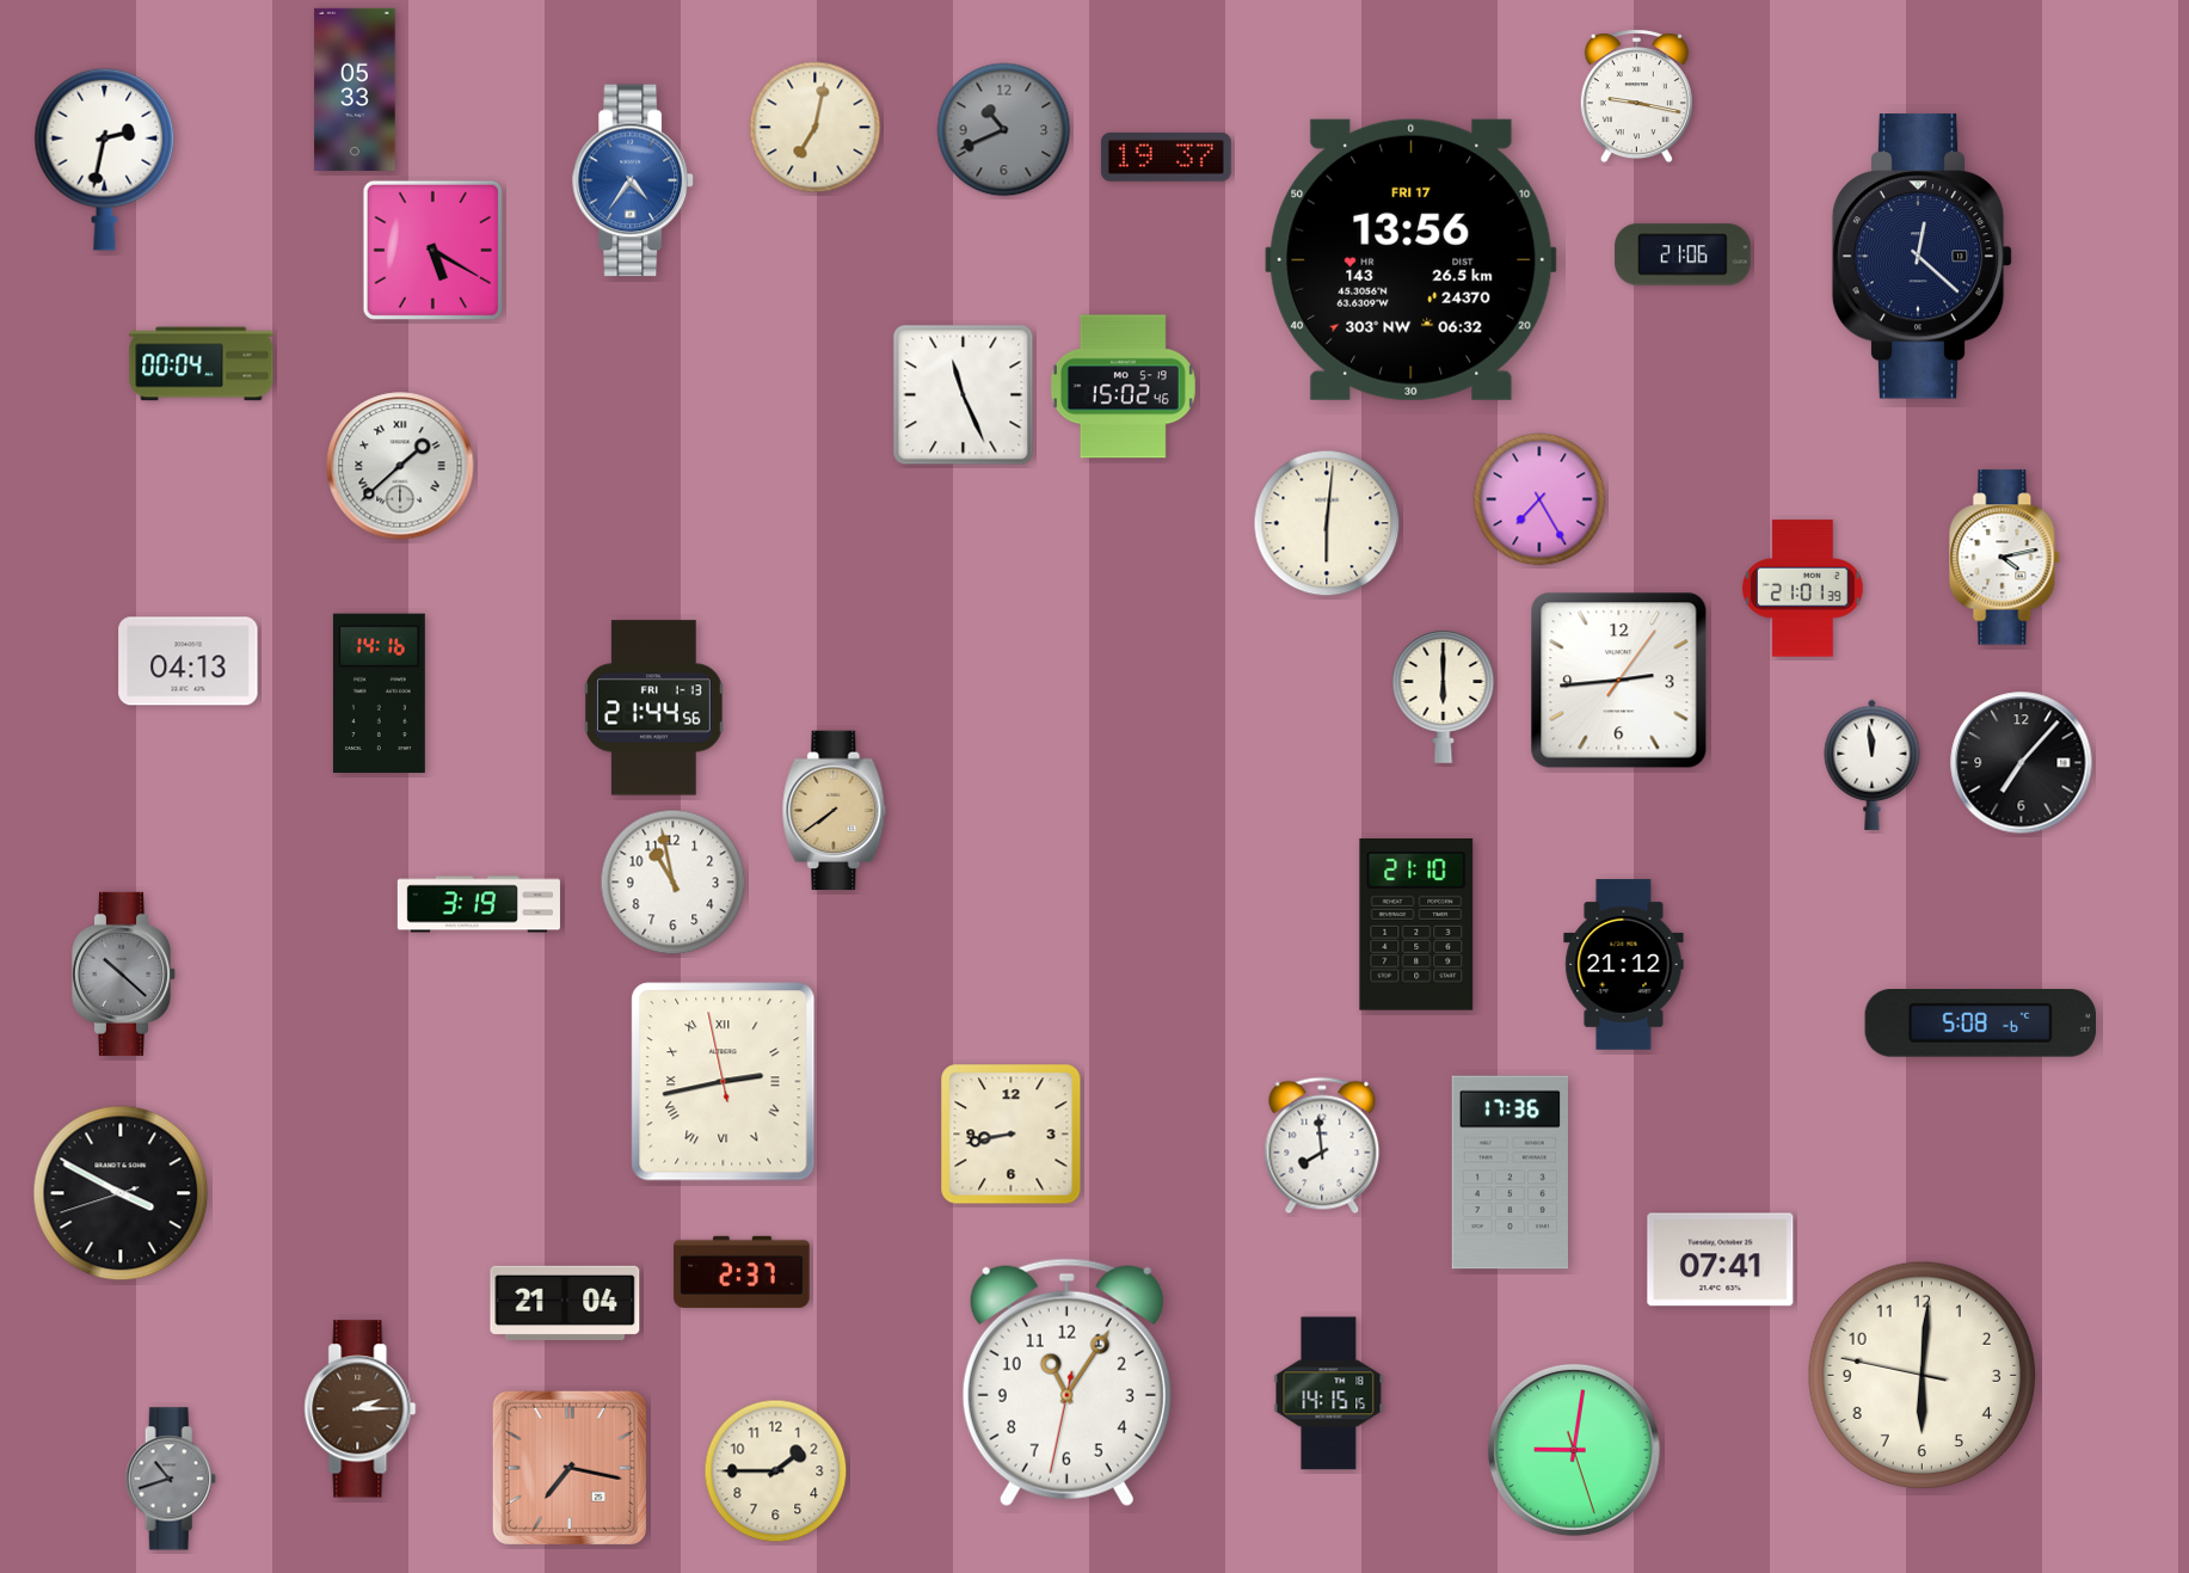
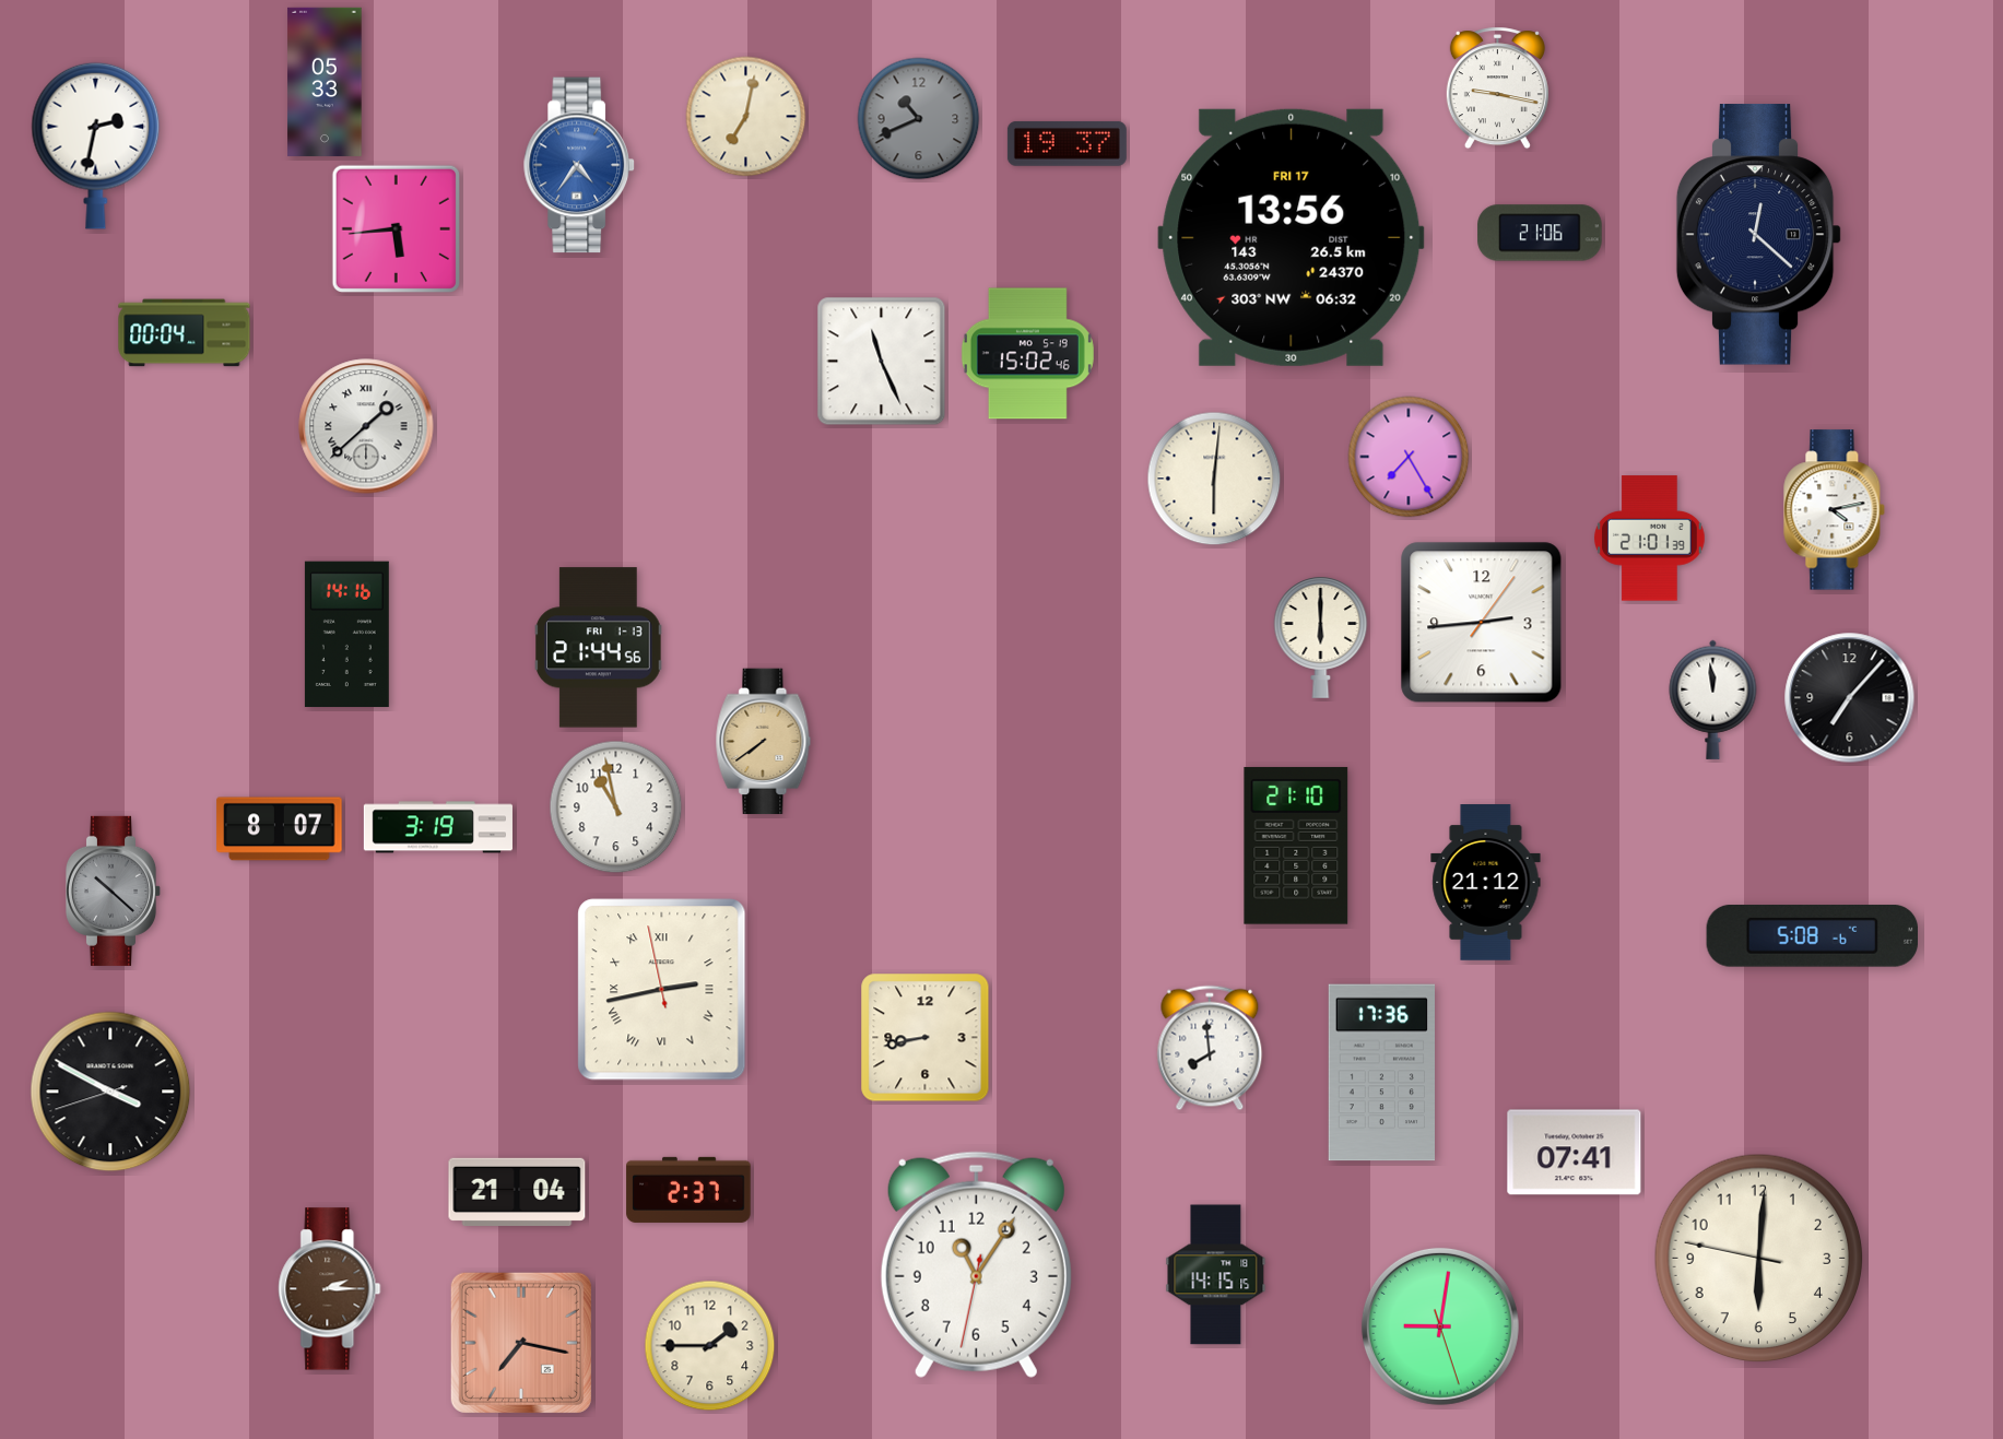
clock at (432, 250): 5:20 -> 5:44
clock at (189, 662): 04:13 -> none
clock at (280, 829): none -> 8:07
clock at (742, 1272) position: (742, 1272) -> (688, 1190)
clock at (171, 1479): 10:42 -> none
